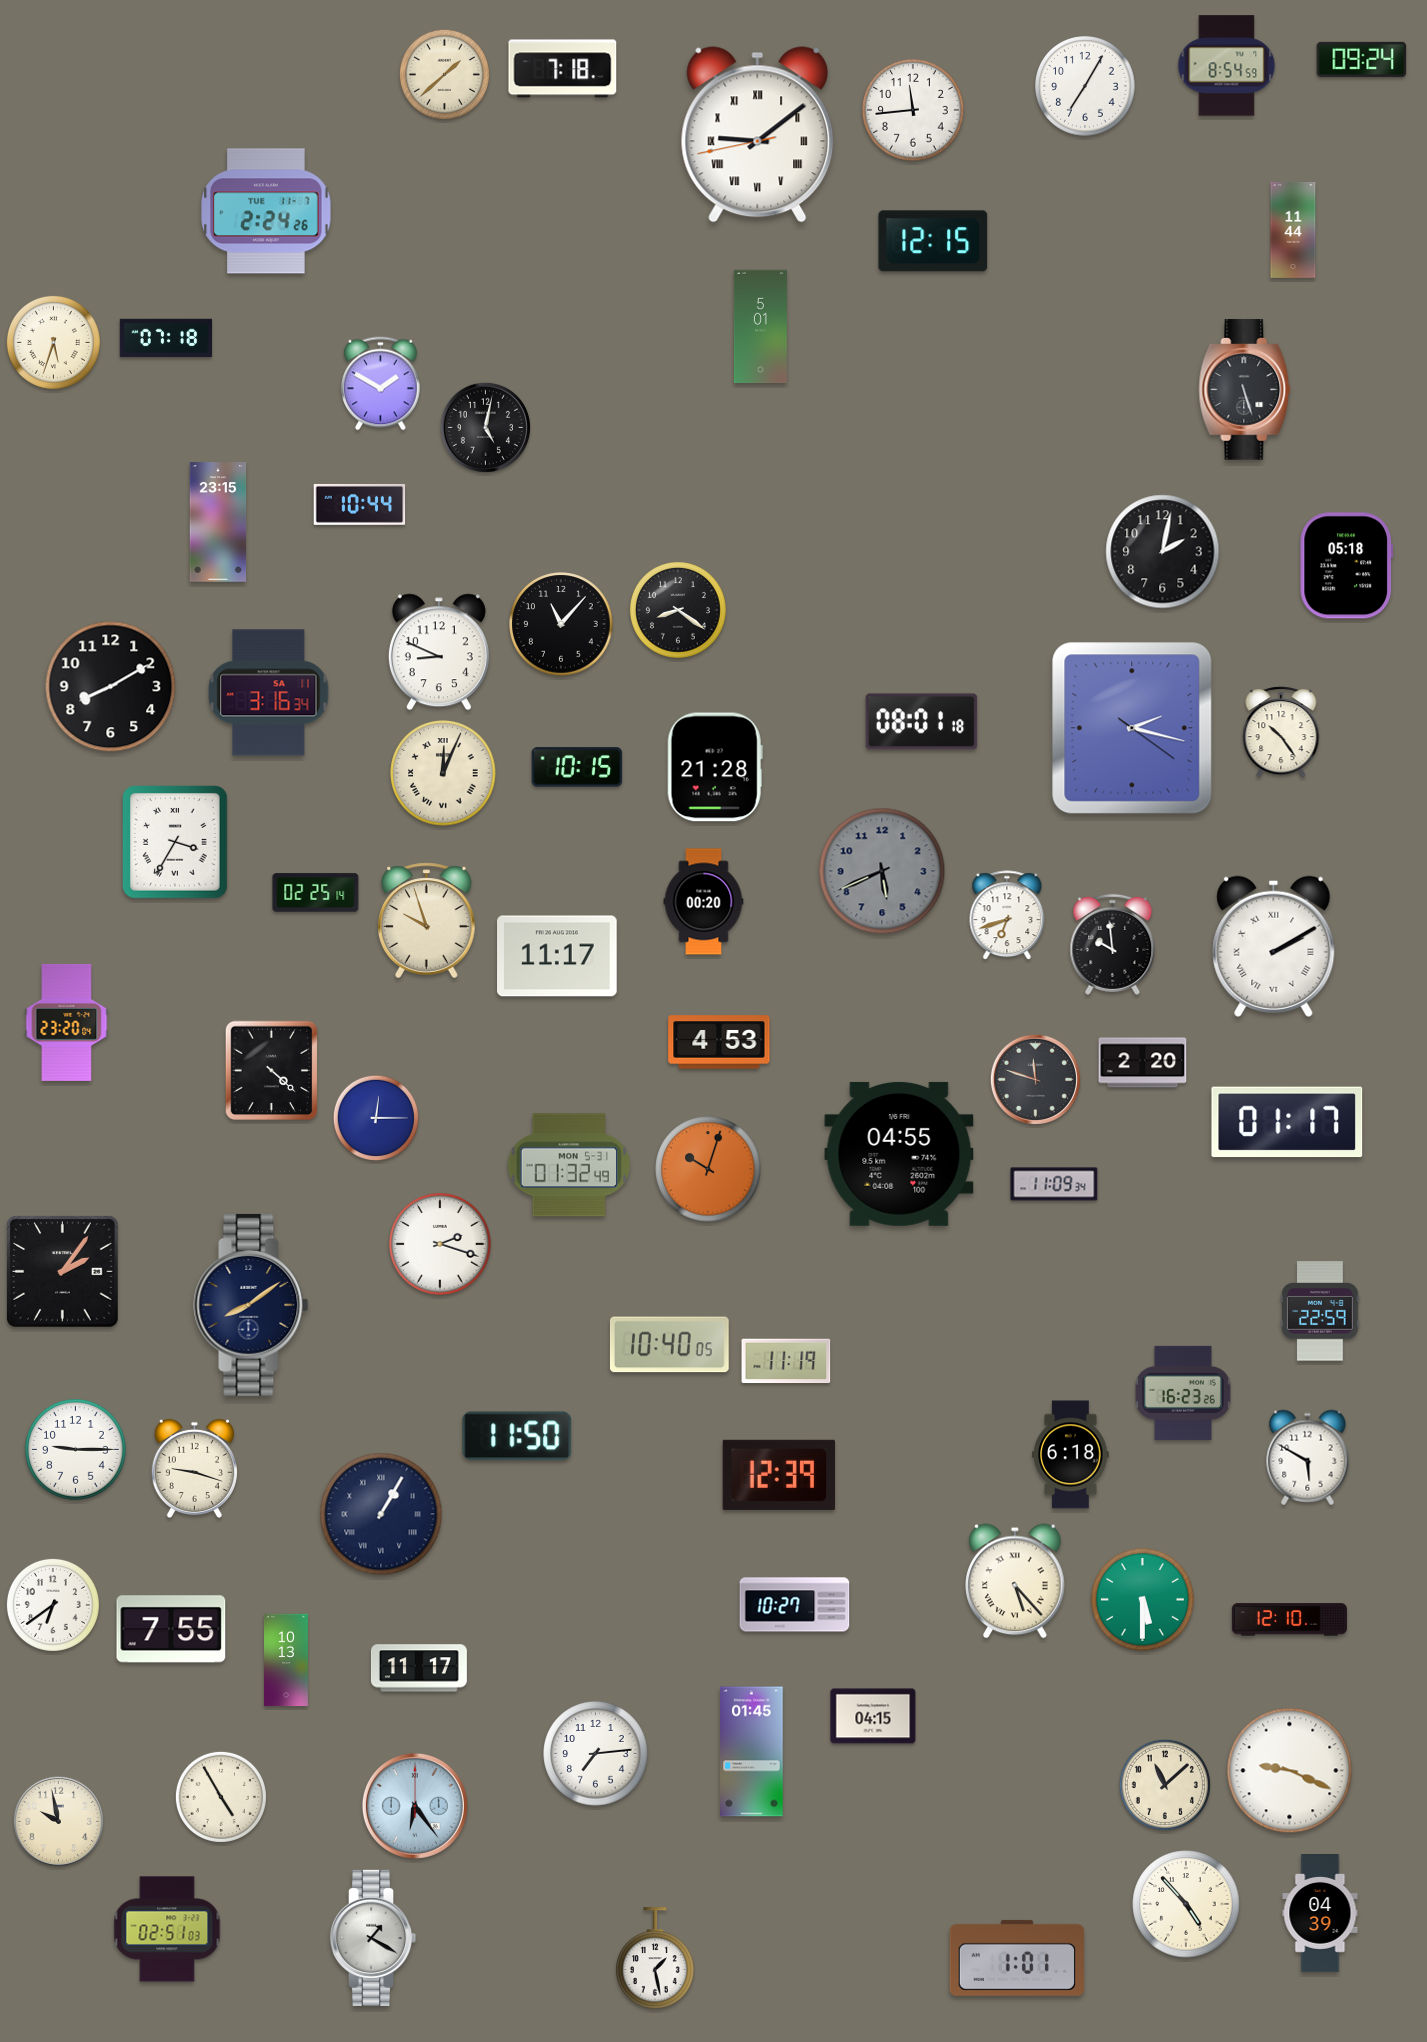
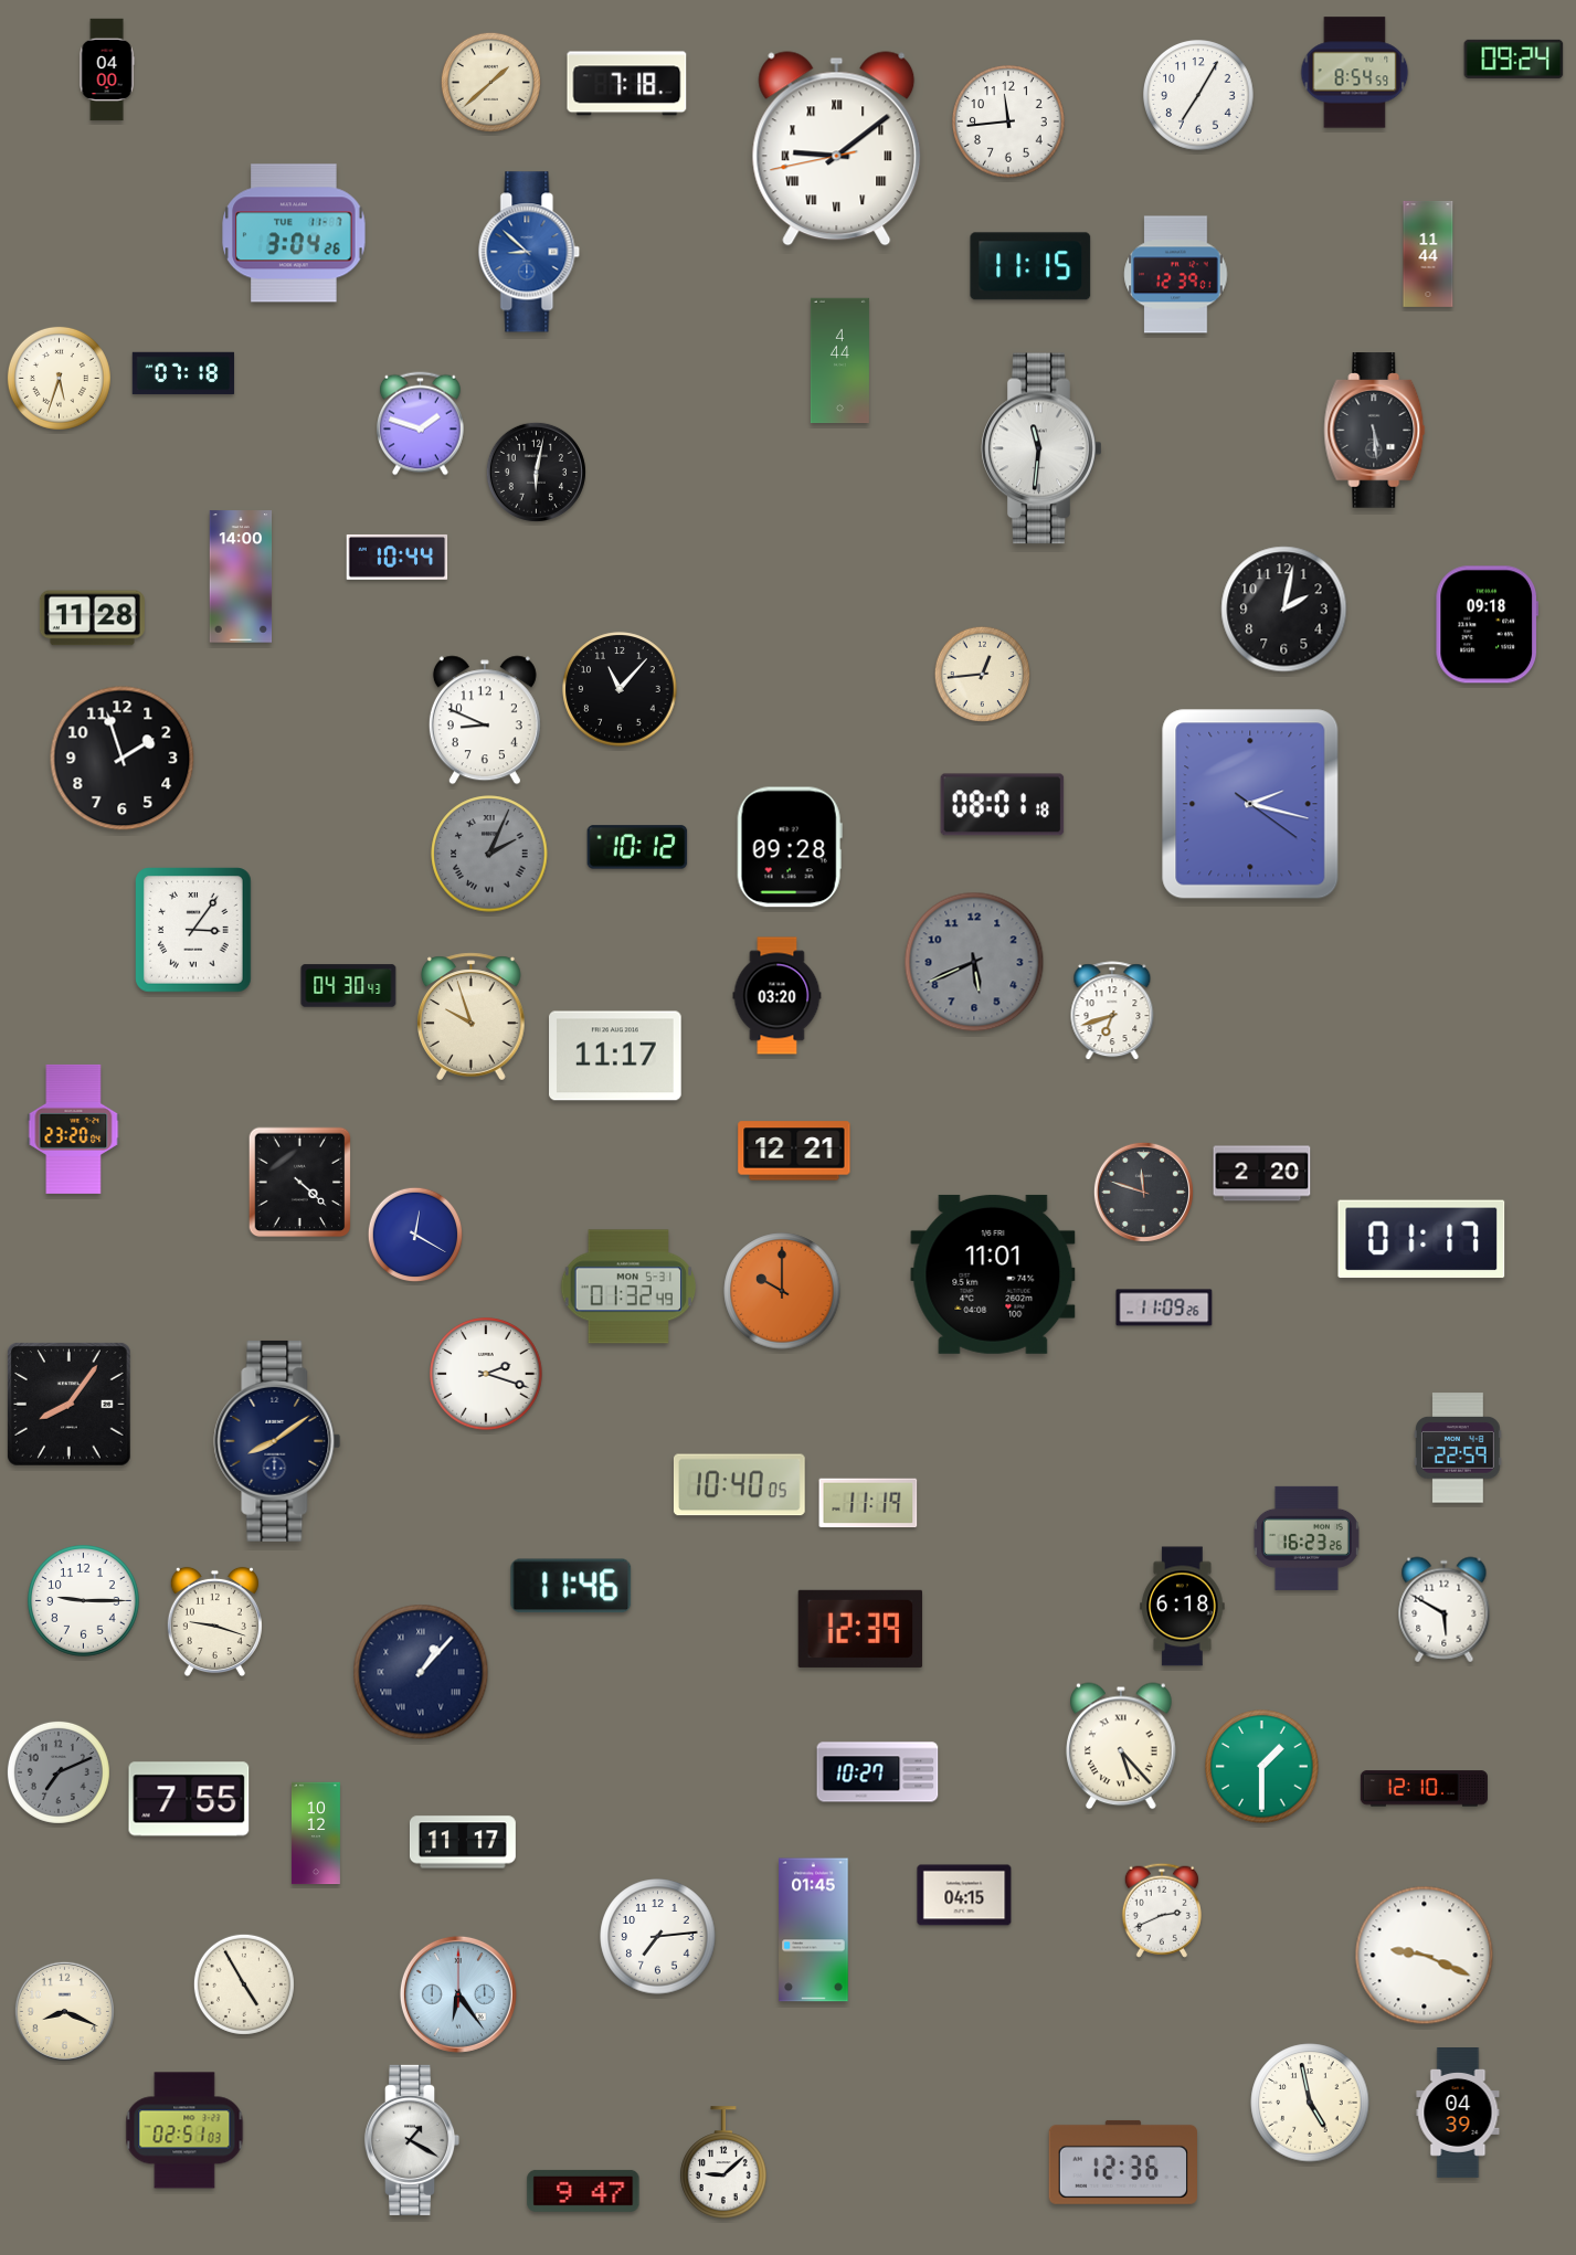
clock at (1362, 59) position: (1362, 59) -> (1514, 59)
clock at (107, 70): none -> 04:00
clock at (563, 69) position: (563, 69) -> (627, 84)
clock at (266, 211): 2:24 -> 3:04
clock at (529, 252): none -> 8:52
clock at (933, 241): 12:15 -> 11:15
clock at (1176, 275): none -> 12:39
clock at (760, 327): 5:01 -> 4:44
clock at (381, 384): 1:50 -> 1:48
clock at (1245, 390): 5:27 -> 5:29
clock at (1041, 448): none -> 11:31
clock at (485, 427): 5:02 -> 6:02
clock at (218, 522): 23:15 -> 14:00
clock at (92, 618): none -> 11:28
clock at (1346, 566): 05:18 -> 09:18
clock at (678, 610): 8:21 -> none
clock at (982, 674): none -> 12:44
clock at (111, 687): 8:10 -> 1:57
clock at (269, 693): 3:16 -> none
clock at (922, 722) position: (922, 722) -> (1003, 805)
clock at (1281, 732): 10:24 -> none
clock at (577, 767): 10:15 -> 10:12
clock at (715, 767): 21:28 -> 09:28
clock at (443, 773): 12:04 -> 2:04
clock at (443, 773) dial: cream -> grey
clock at (175, 842): 3:35 -> 3:06
clock at (316, 893): 02:25 -> 04:30
clock at (704, 902): 00:20 -> 03:20
clock at (1113, 944): 9:59 -> none
clock at (1274, 946): 2:10 -> none
clock at (719, 1042): 4:53 -> 12:21
clock at (376, 1118): 12:15 -> 12:20
clock at (899, 1154): 04:55 -> 11:01
clock at (708, 1169): 10:03 -> 10:00
clock at (1054, 1184): 11:09:34 -> 11:09:26
clock at (63, 1272): 2:06 -> 8:06
clock at (517, 1436): 11:50 -> 11:46
clock at (381, 1514): 1:05 -> 1:07
clock at (1143, 1600): 5:30 -> 1:30
clock at (53, 1605): 6:39 -> 7:11
clock at (53, 1605) dial: white -> grey
clock at (286, 1660): 10:13 -> 10:12
clock at (1162, 1910): none -> 2:41
clock at (752, 1752) position: (752, 1752) -> (814, 1930)
clock at (1165, 1785): 11:08 -> none
clock at (58, 1821): 9:58 -> 8:19
clock at (1186, 1904): 4:53 -> 4:58
clock at (656, 1958): 1:28 -> 9:08
clock at (1016, 1958): 1:01 -> 12:36
clock at (583, 2191): none -> 9:47
